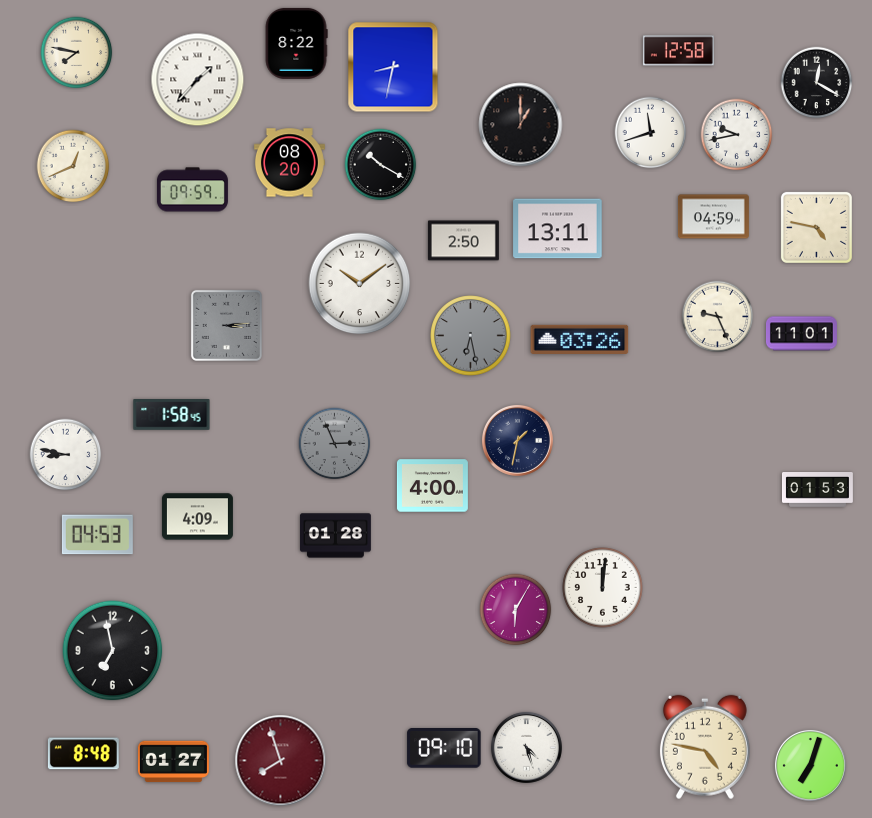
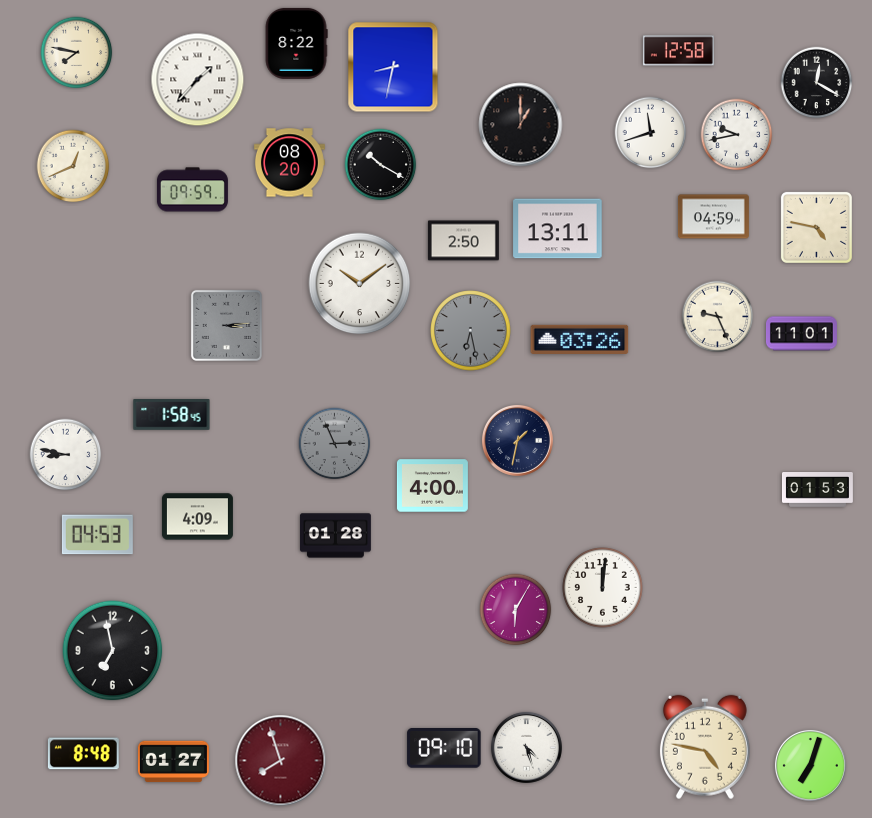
clock at (471, 336) position: (471, 336) -> (471, 331)
